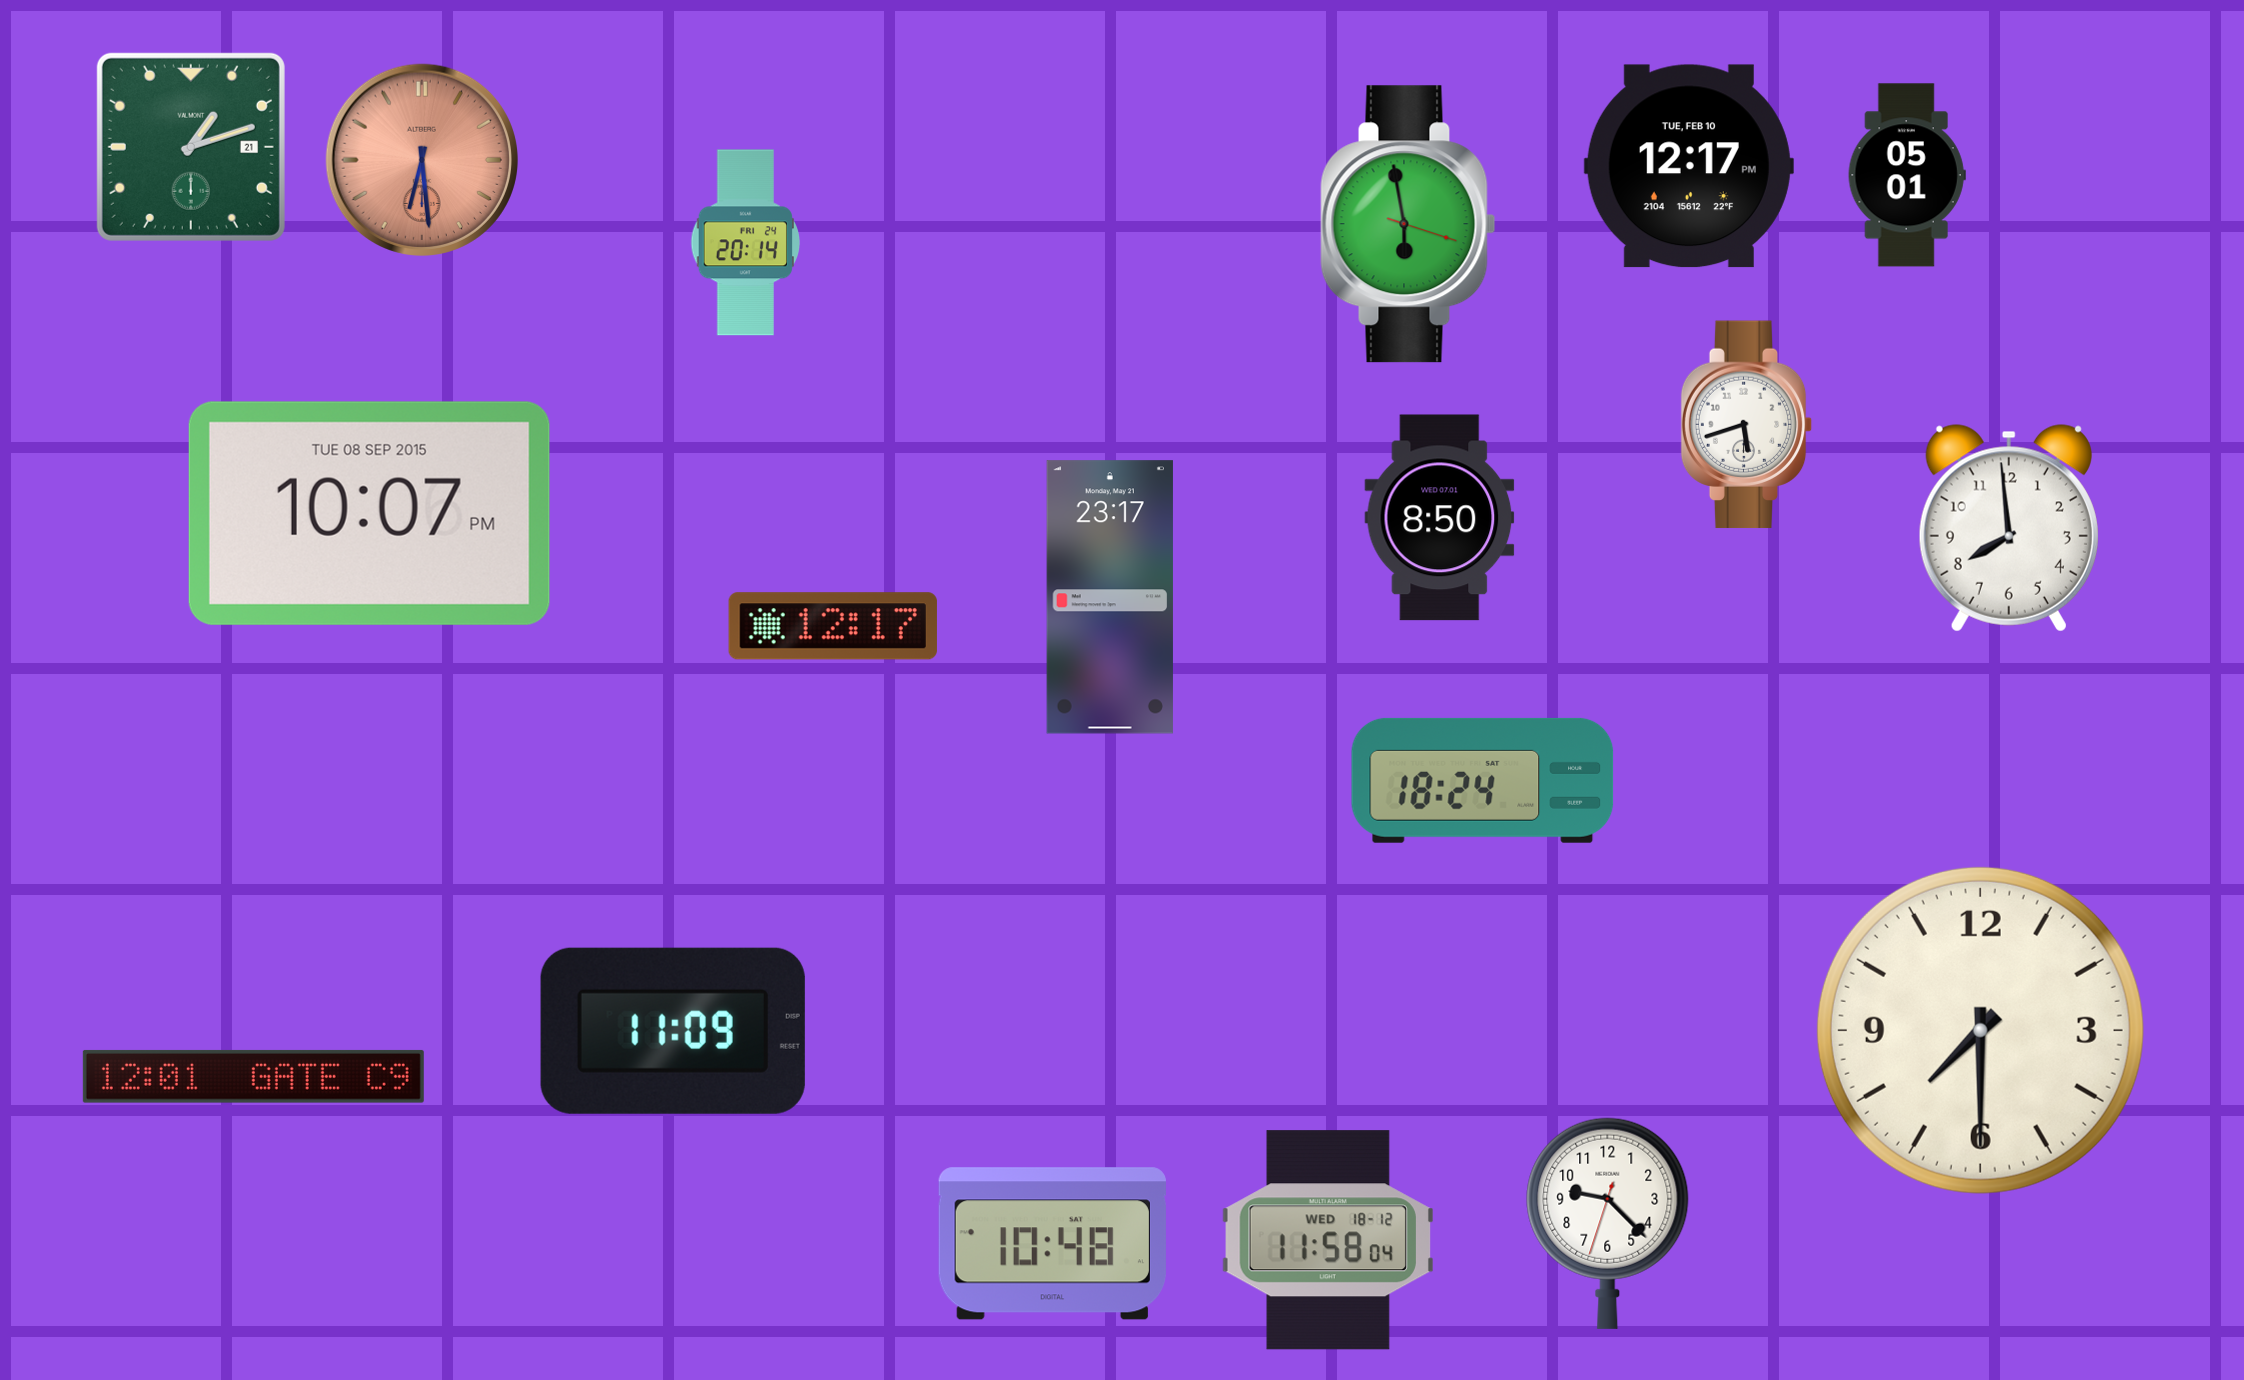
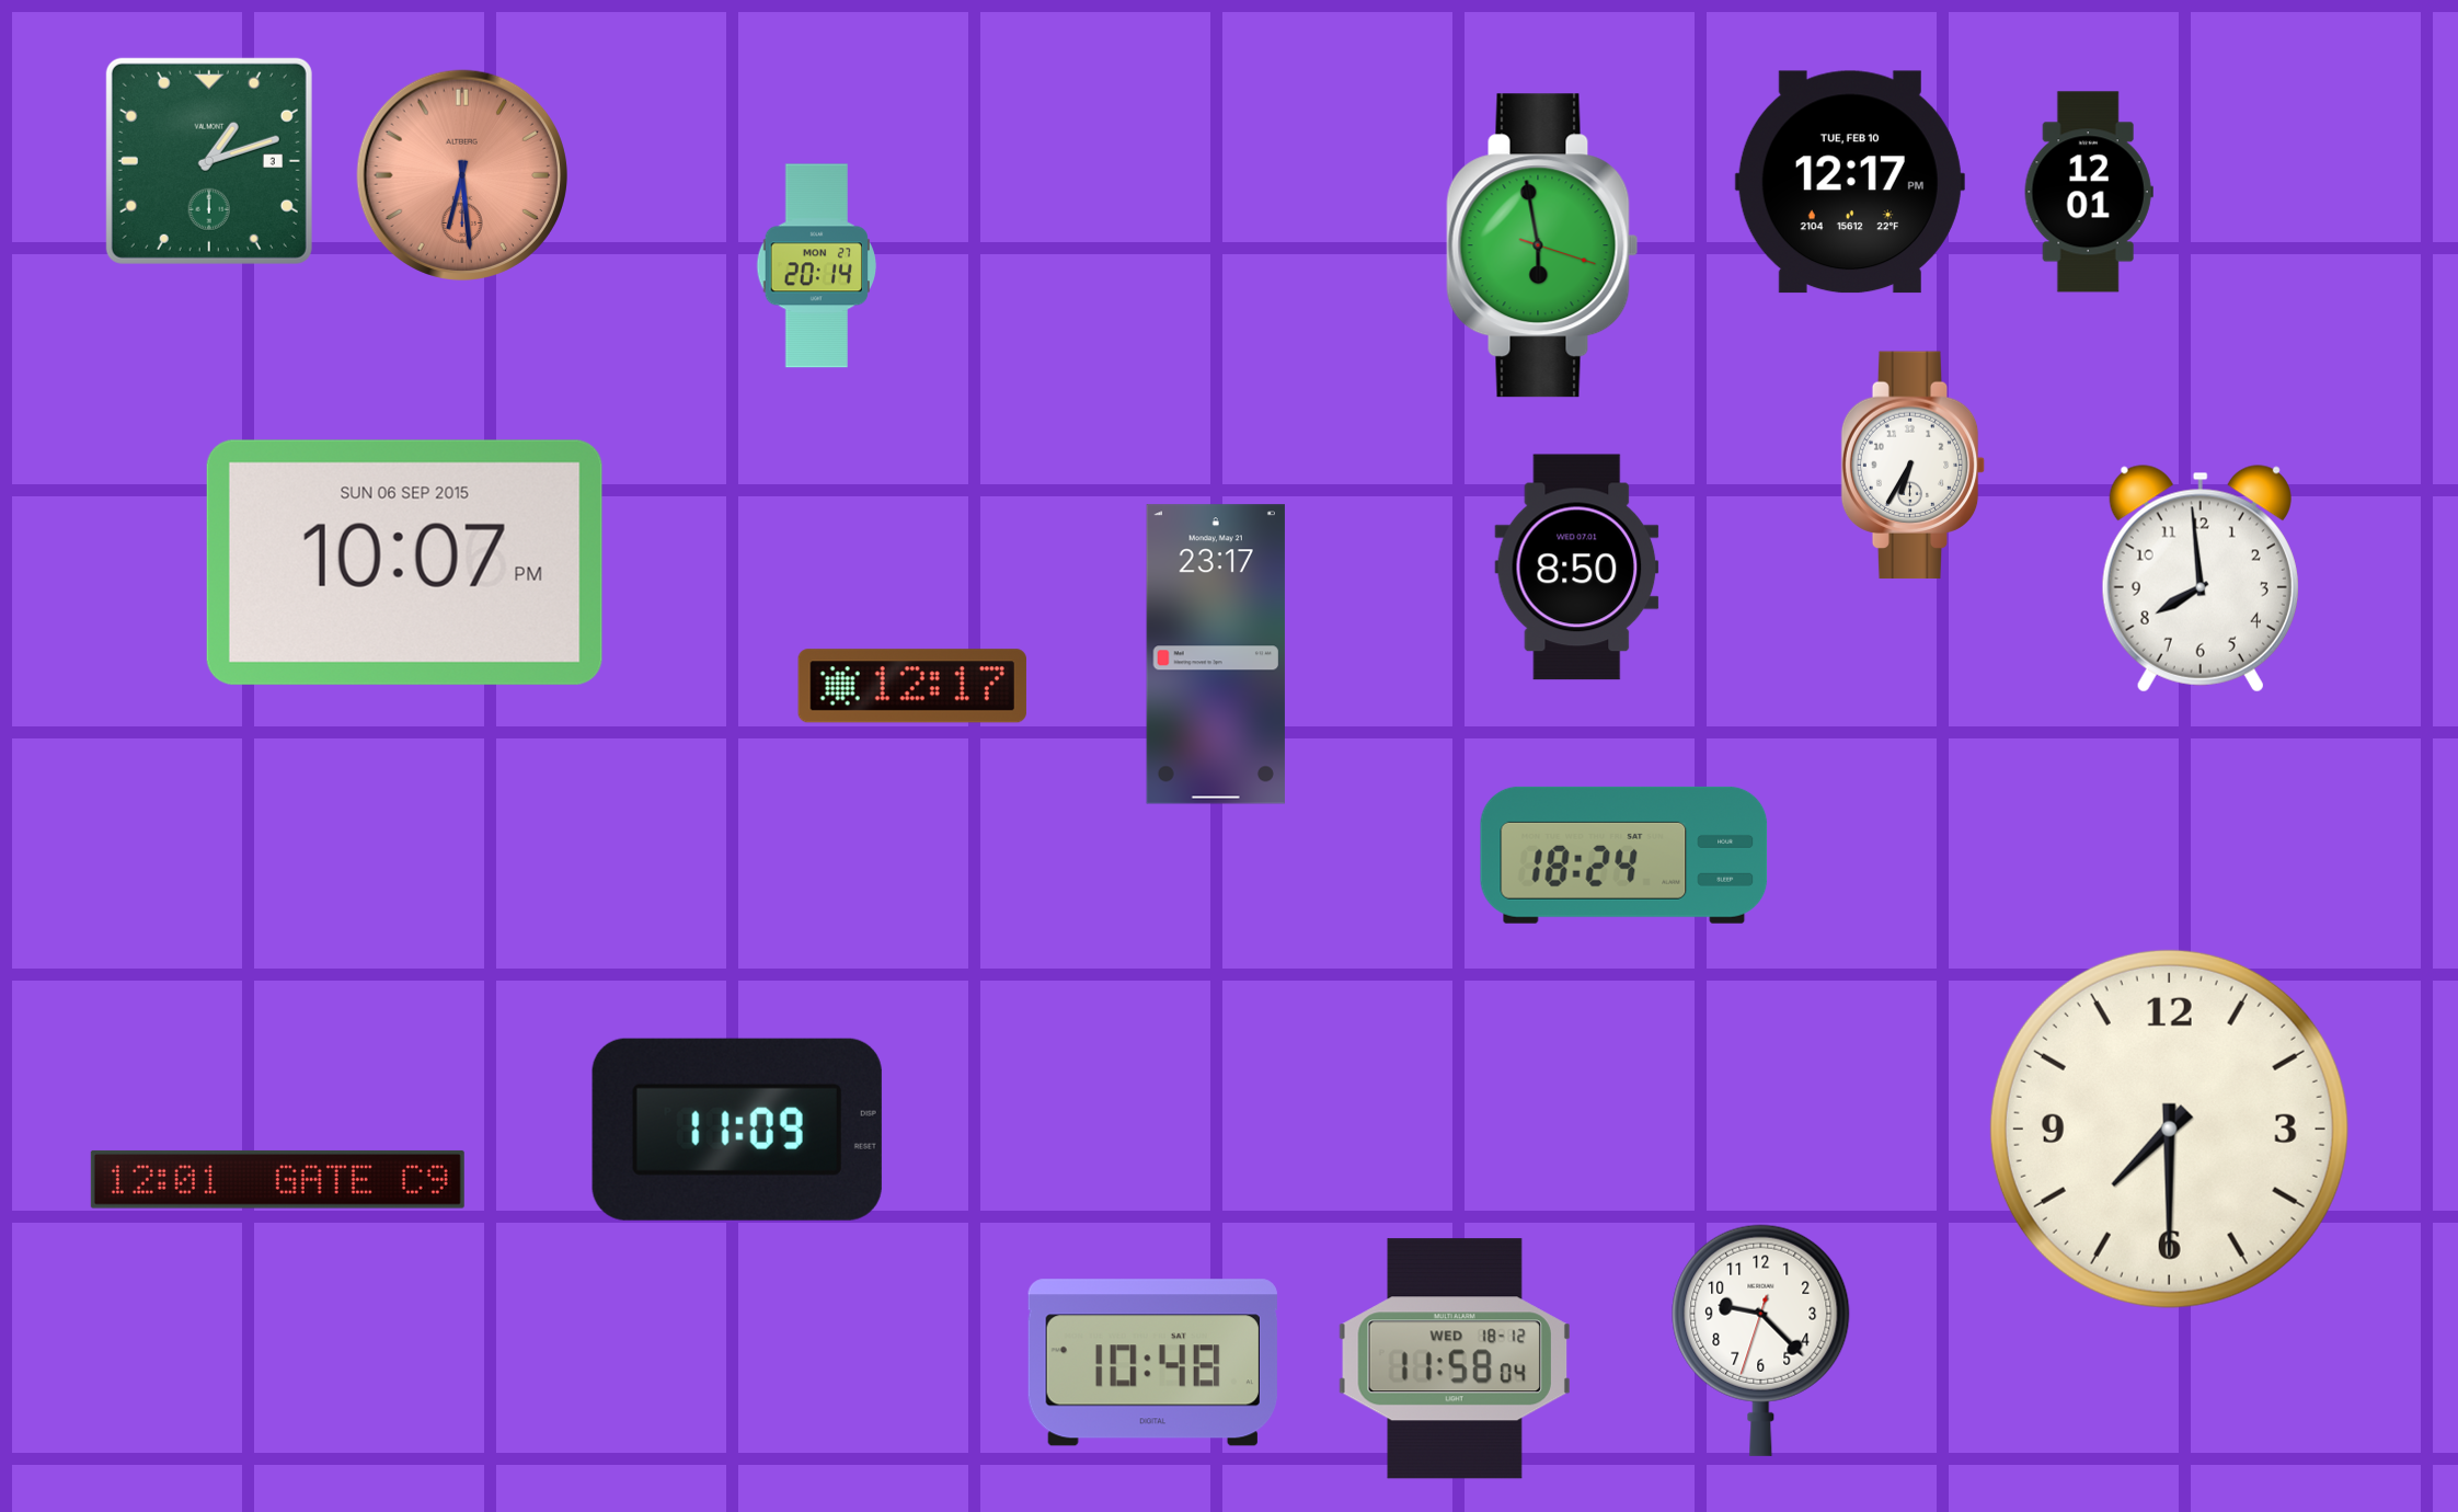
clock at (191, 147) date: 21 -> 3
clock at (1907, 175): 05:01 -> 12:01
clock at (746, 243) date: FRI 24 -> MON 27
clock at (1747, 425): 5:42 -> 6:35
clock at (369, 513) date: TUE 08 SEP 2015 -> SUN 06 SEP 2015
